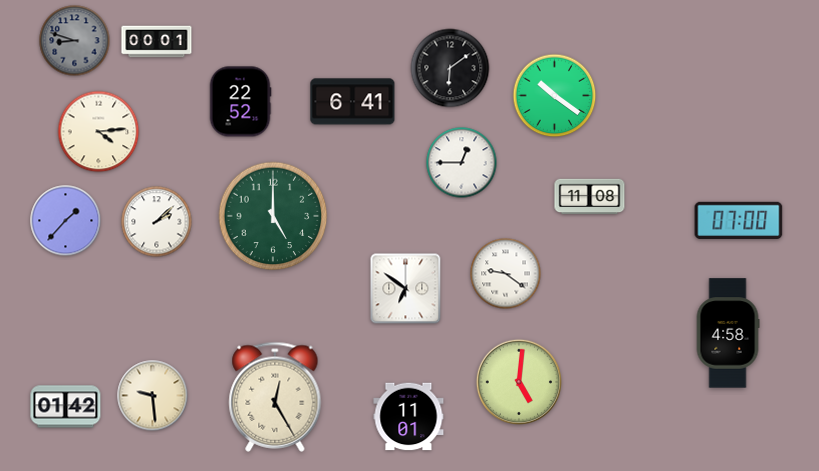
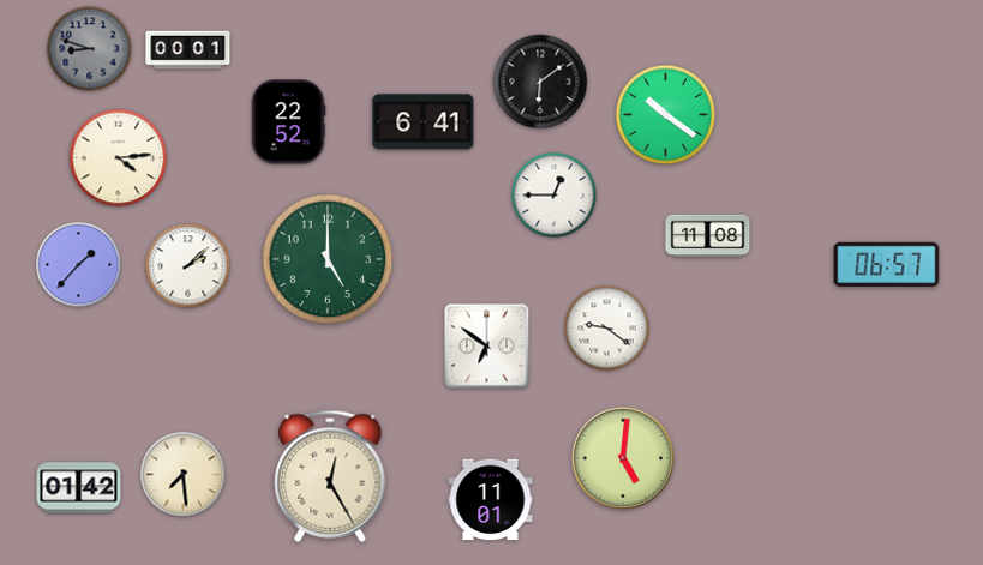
clock at (739, 220): 07:00 -> 06:57
clock at (728, 333): 4:58 -> none
clock at (153, 396): 9:29 -> 7:29
